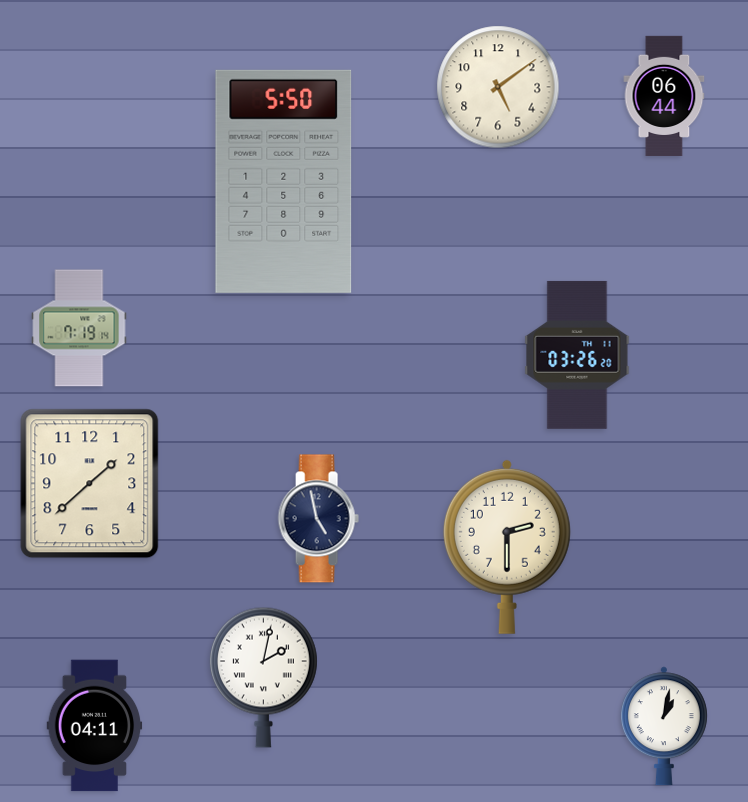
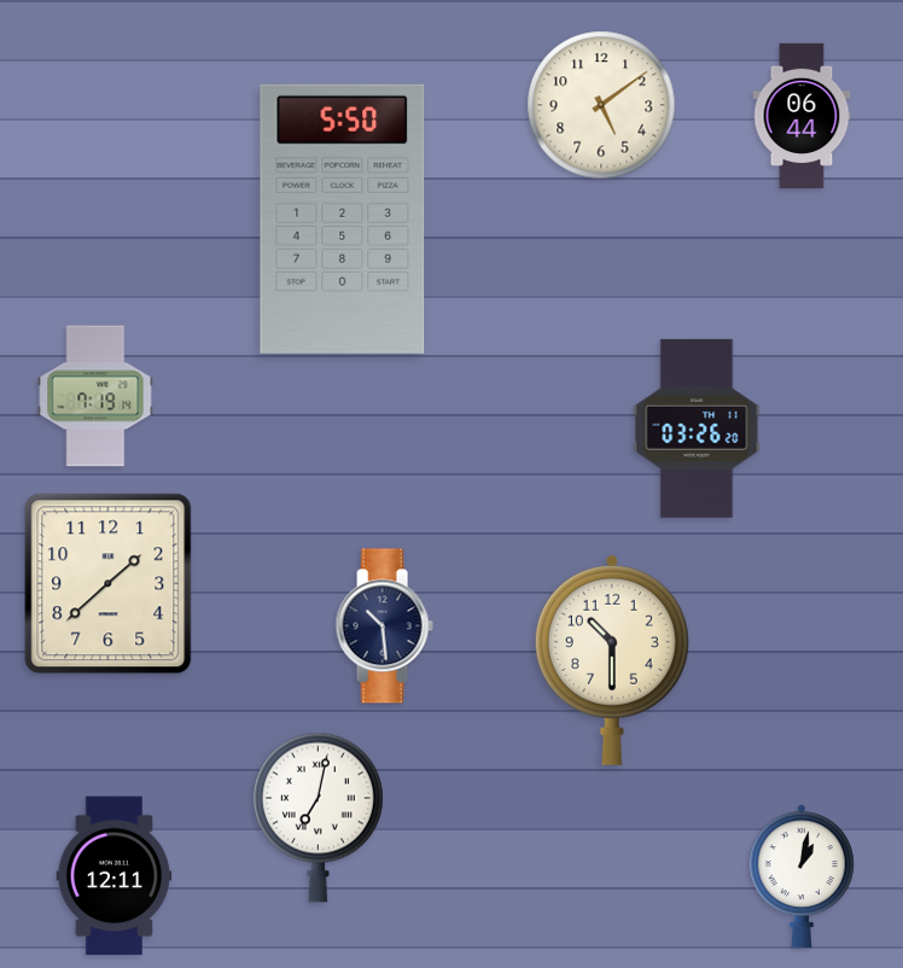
clock at (318, 519): 4:58 -> 10:29
clock at (507, 547): 2:30 -> 10:30
clock at (263, 677): 2:02 -> 7:02
clock at (95, 726): 04:11 -> 12:11
